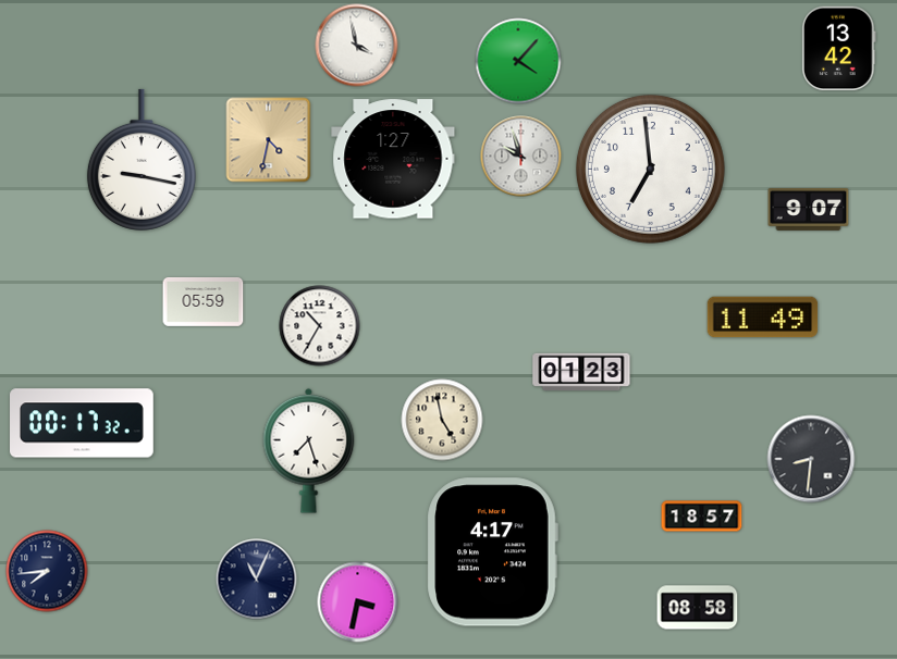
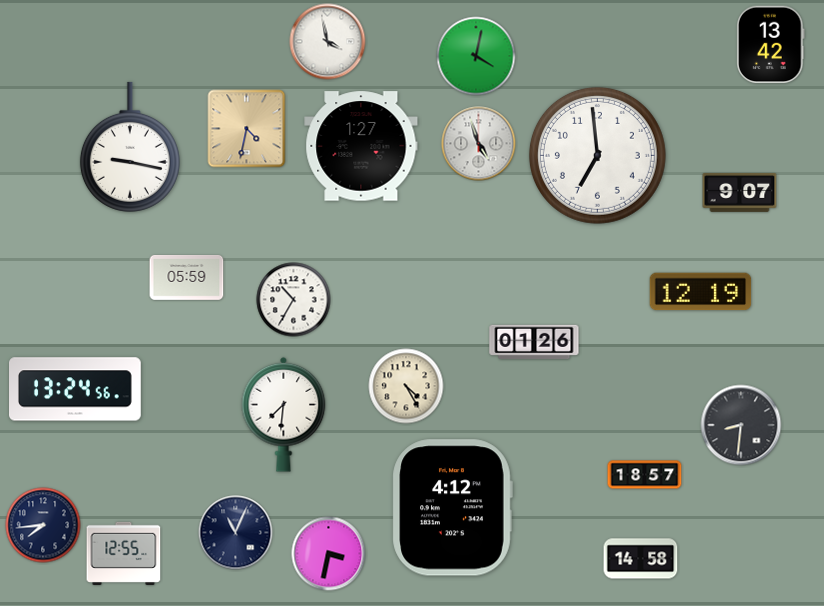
clock at (518, 61): 4:07 -> 4:02
clock at (521, 157): 9:57 -> 4:57
clock at (809, 209) position: (809, 209) -> (740, 192)
clock at (763, 318): 11:49 -> 12:19
clock at (581, 371): 01:23 -> 01:26
clock at (442, 420): 4:58 -> 4:25
clock at (83, 423): 00:17 -> 13:24
clock at (309, 450): 7:27 -> 7:31
clock at (811, 459) position: (811, 459) -> (741, 425)
clock at (492, 552): 4:17 -> 4:12
clock at (124, 553): none -> 12:55
clock at (698, 608): 08:58 -> 14:58
